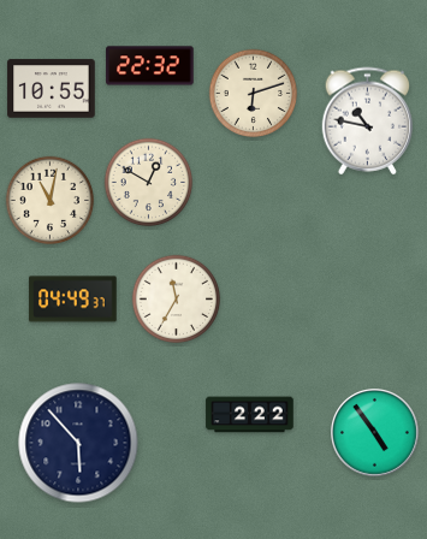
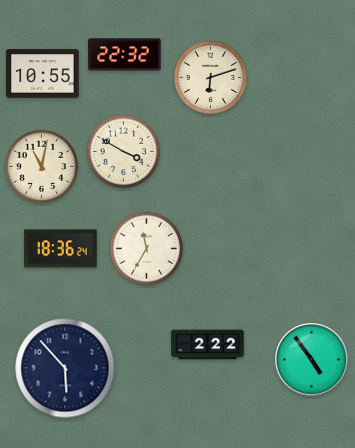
clock at (368, 122): 10:47 -> none
clock at (149, 183): 12:50 -> 3:50
clock at (73, 300): 04:49 -> 18:36
